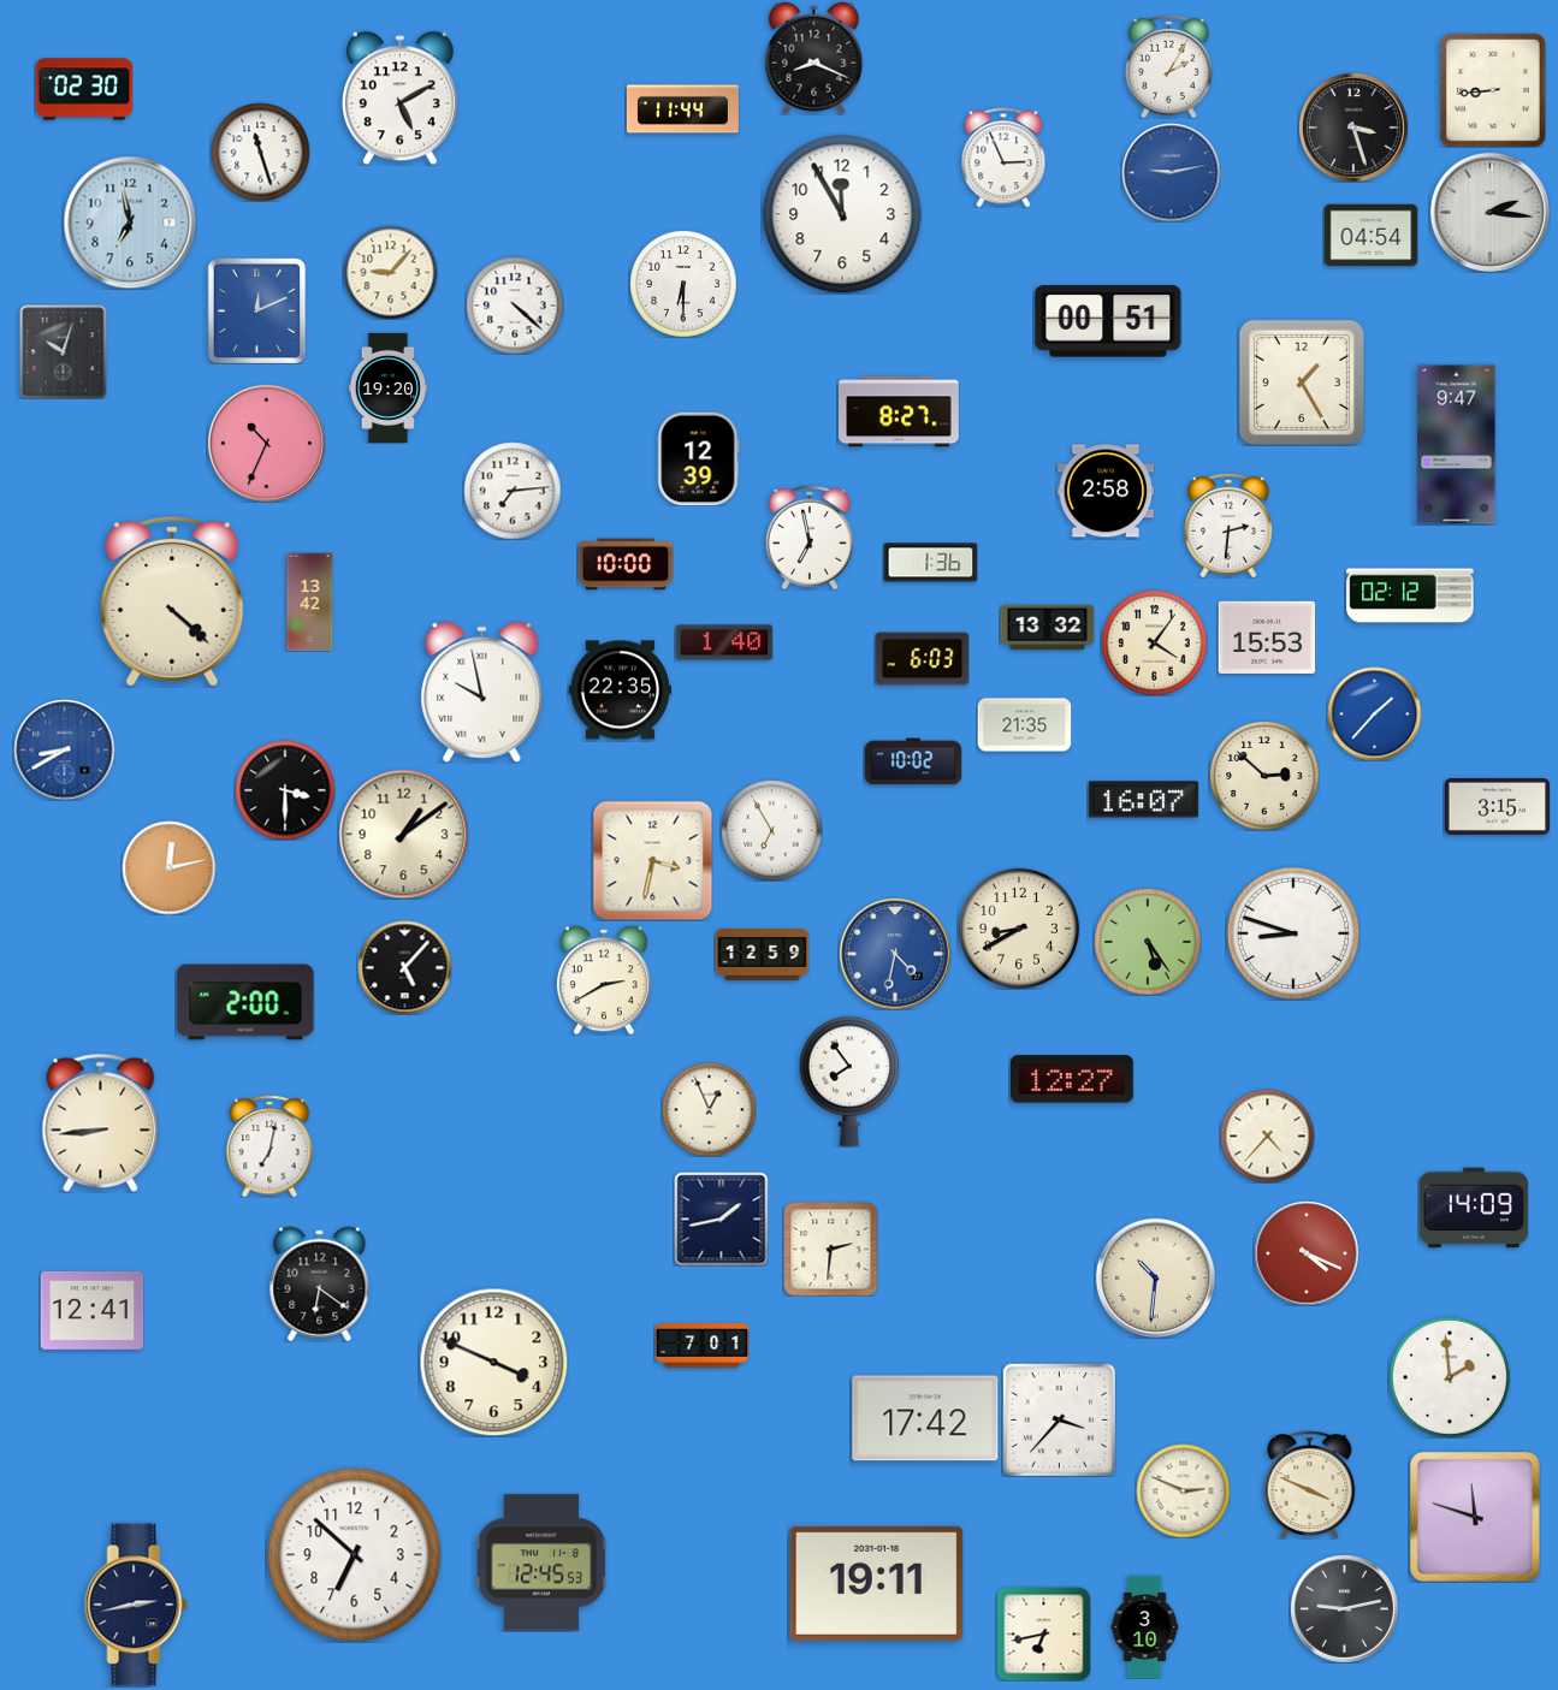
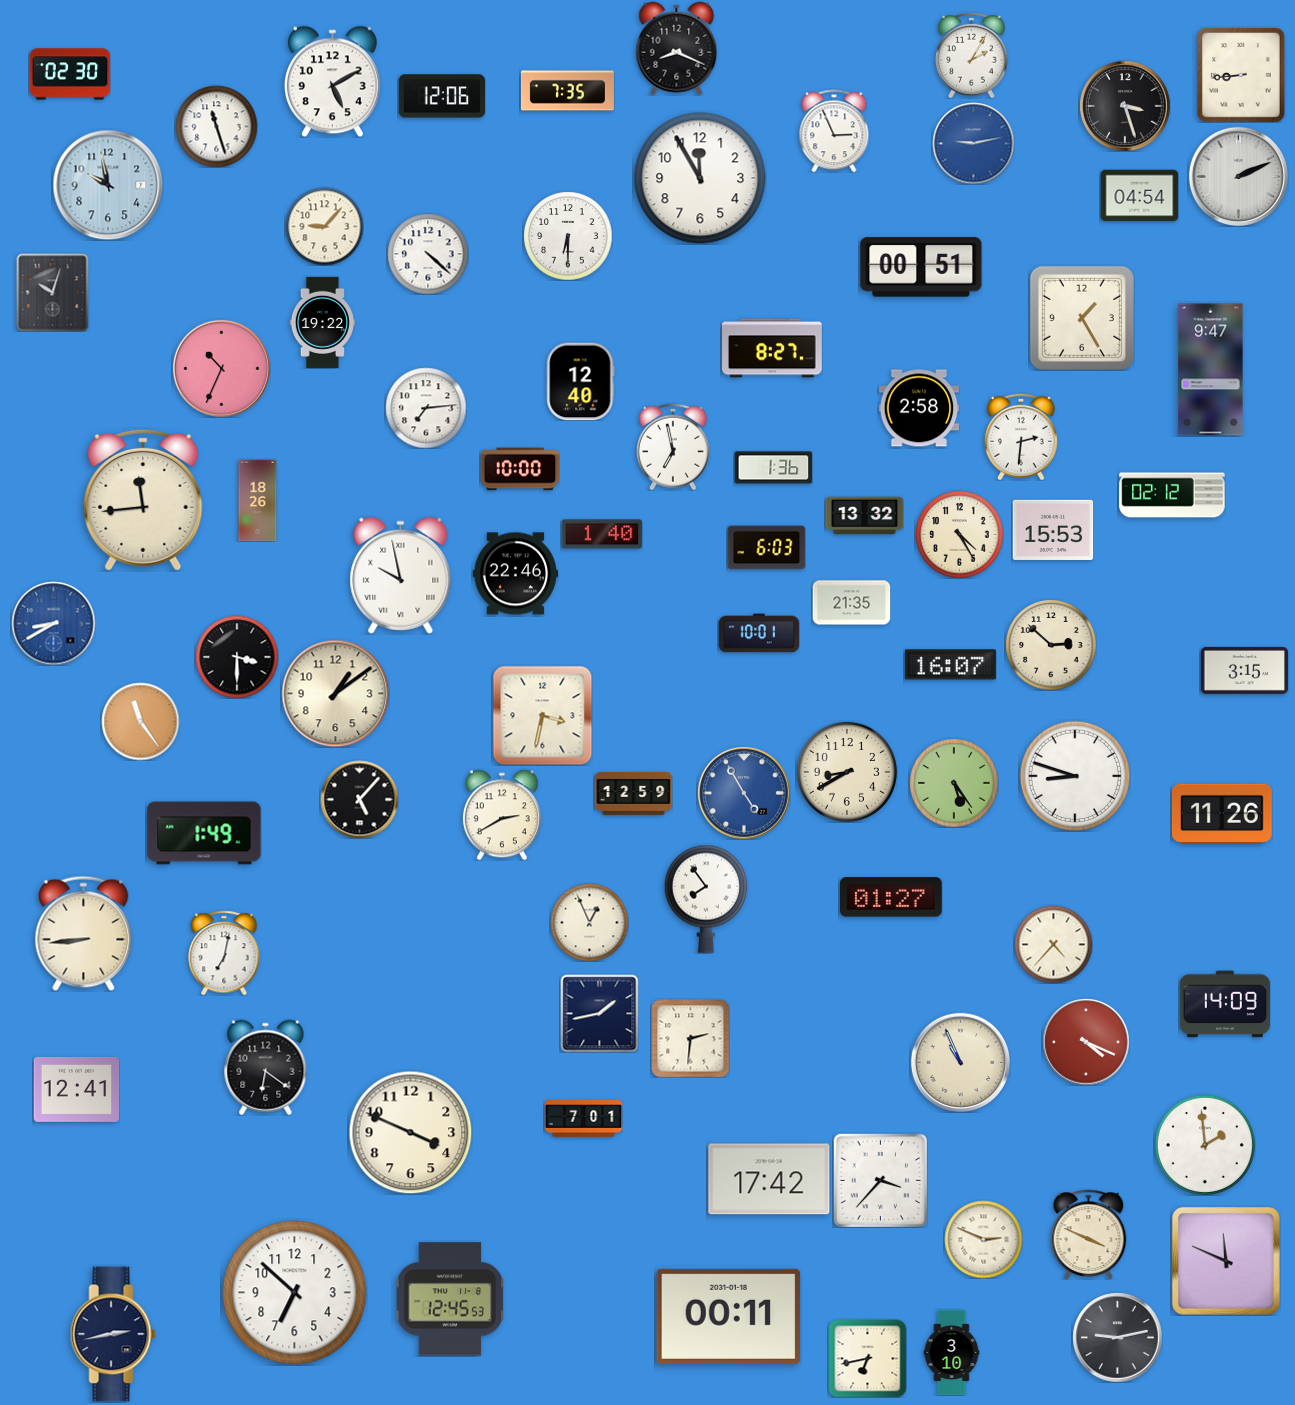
clock at (682, 109): 11:44 -> 7:35
clock at (442, 96): none -> 12:06
clock at (1489, 212): 2:16 -> 2:11
clock at (130, 223): 6:58 -> 9:58
clock at (257, 310): 12:11 -> none
clock at (387, 387): 19:20 -> 19:22
clock at (900, 411) position: (900, 411) -> (773, 348)
clock at (699, 458): 12:39 -> 12:40
clock at (172, 601): 4:22 -> 11:44
clock at (310, 601): 13:42 -> 18:26
clock at (1047, 628) position: (1047, 628) -> (864, 516)
clock at (1154, 642): 4:06 -> 4:25
clock at (620, 690): 22:35 -> 22:46
clock at (1374, 713): 1:37 -> none
clock at (913, 761): 10:02 -> 10:01
clock at (771, 830): 6:55 -> none
clock at (168, 867): 12:13 -> 11:24
clock at (895, 954): 4:32 -> 4:55
clock at (404, 967) position: (404, 967) -> (359, 799)
clock at (1222, 814): none -> 11:26
clock at (245, 1002): 2:00 -> 1:49
clock at (1073, 1079): 12:27 -> 01:27
clock at (1155, 1277): 10:31 -> 10:56
clock at (1475, 1517): 11:48 -> 11:49
clock at (877, 1583): 19:11 -> 00:11
